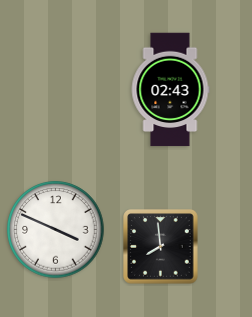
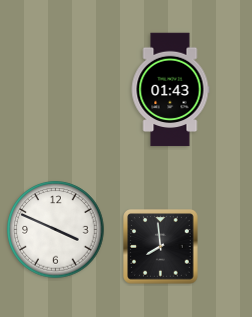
clock at (170, 90): 02:43 -> 01:43
